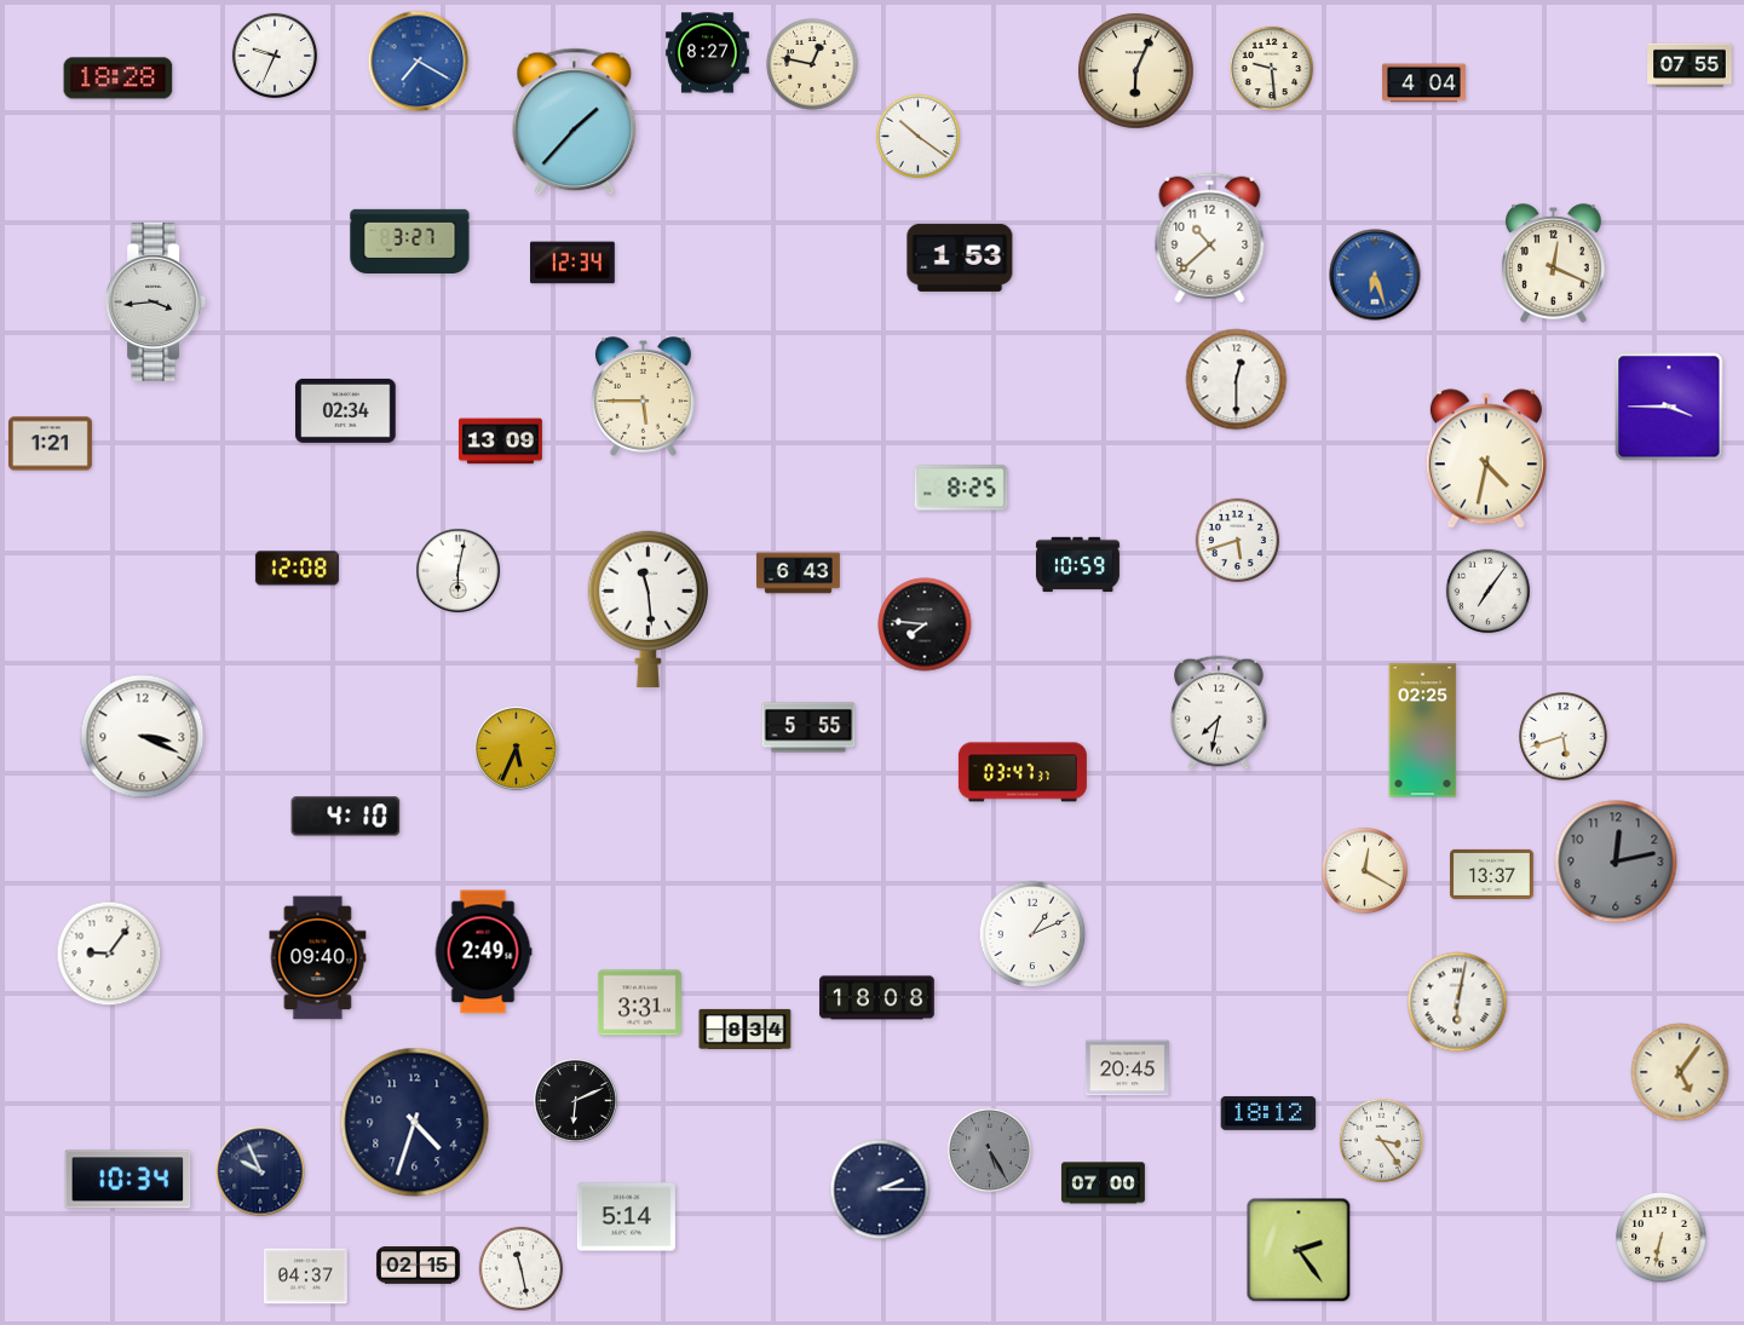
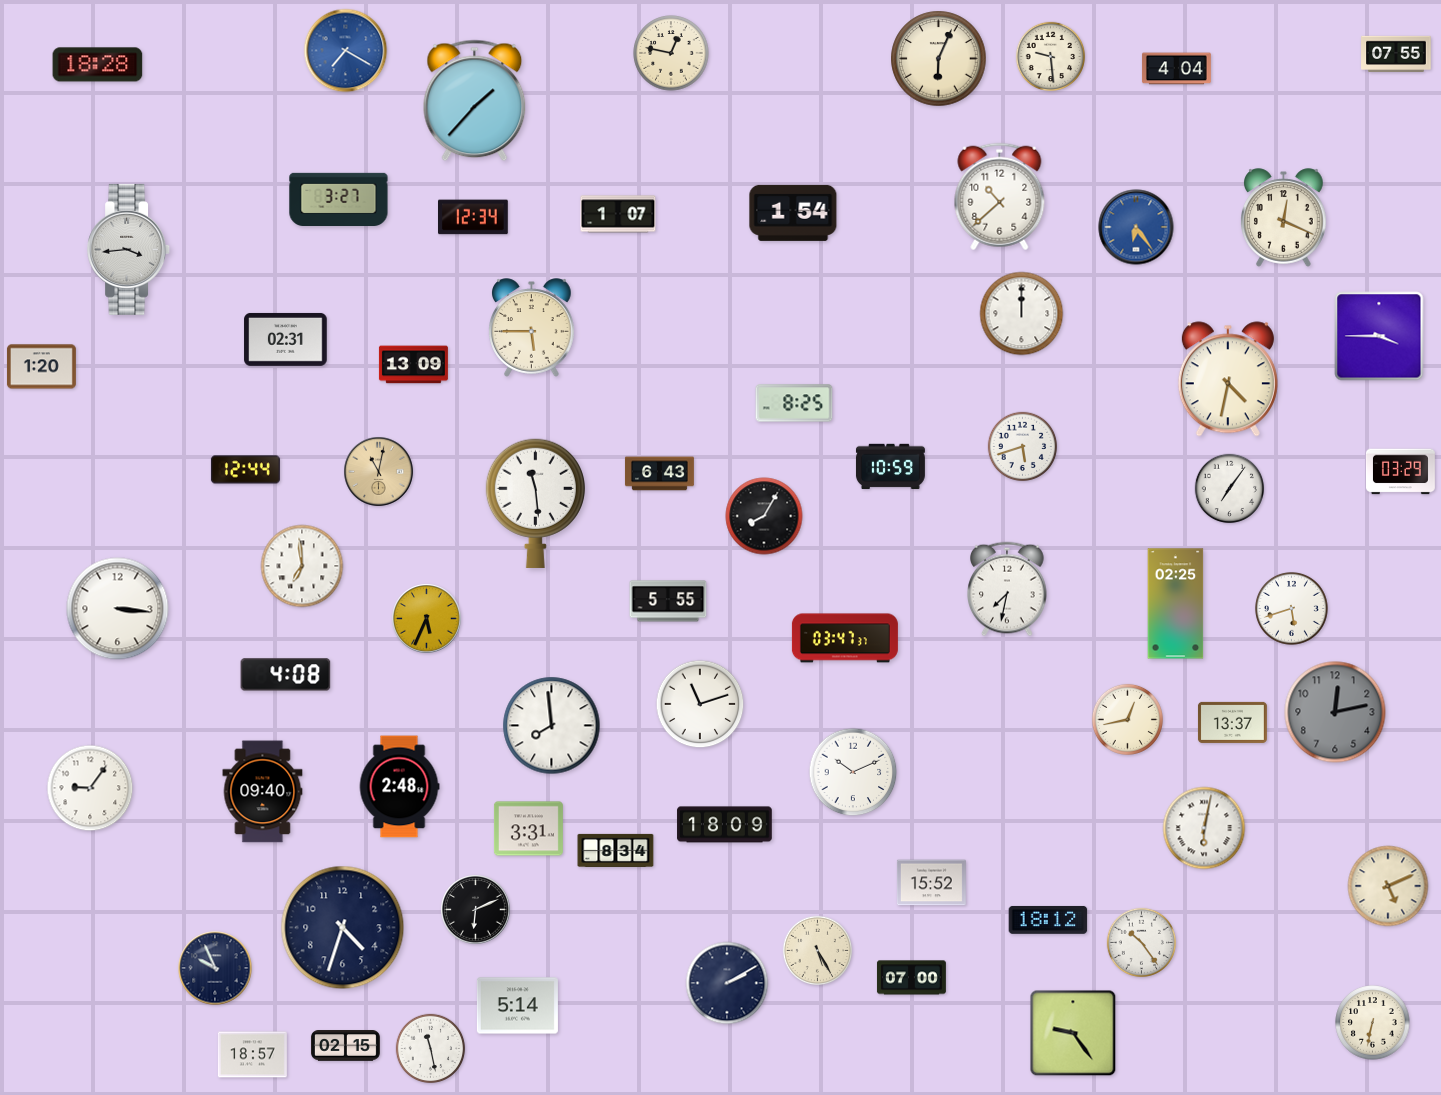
clock at (707, 53): 8:27 -> none
clock at (274, 54): 9:34 -> none
clock at (919, 137): 10:21 -> none
clock at (960, 258): 1:53 -> 1:54
clock at (618, 214): none -> 1:07
clock at (1375, 275): 6:27 -> 6:24
clock at (1237, 380): 12:30 -> 12:00
clock at (346, 410): 02:34 -> 02:31
clock at (50, 444): 1:21 -> 1:20
clock at (297, 569): 12:08 -> 12:44
clock at (459, 571): 6:02 -> 11:02
clock at (459, 571) dial: white -> champagne
clock at (1400, 472): none -> 03:29
clock at (925, 624): 7:46 -> 8:05
clock at (302, 566): none -> 6:59
clock at (143, 737): 3:19 -> 3:16
clock at (346, 817): 4:10 -> 4:08
clock at (700, 704): none -> 11:12
clock at (1364, 870): 12:20 -> 12:43
clock at (552, 726): none -> 7:59
clock at (1032, 934): 1:11 -> 10:11
clock at (483, 952): 2:49 -> 2:48
clock at (877, 998): 18:08 -> 18:09
clock at (1127, 1068): 20:45 -> 15:52
clock at (1680, 1072): 5:06 -> 5:11
clock at (1382, 1141): 3:24 -> 10:24
clock at (990, 1151) dial: grey -> cream
clock at (128, 1180): 10:34 -> none
clock at (880, 1189): 2:15 -> 2:10
clock at (1299, 1250): 2:24 -> 9:24
clock at (305, 1277): 04:37 -> 18:57
